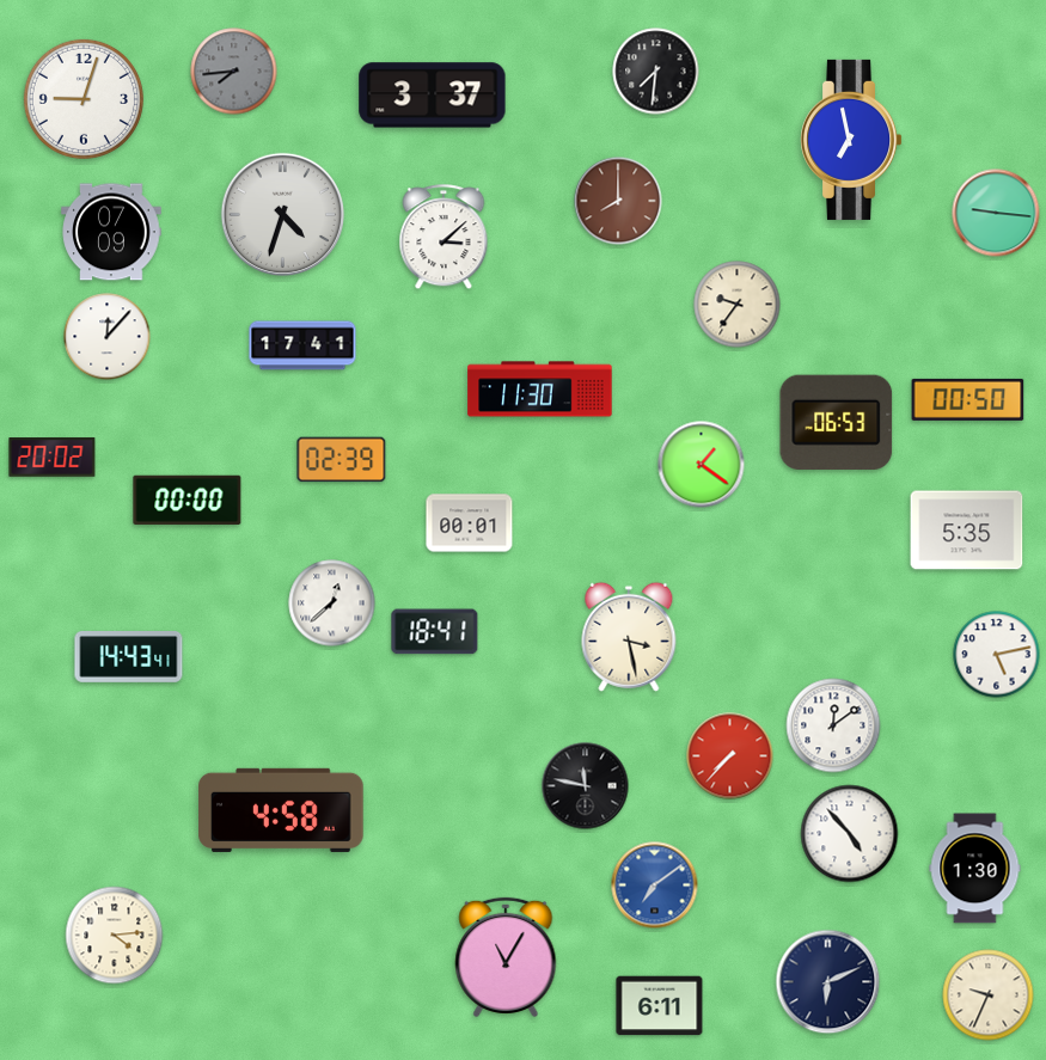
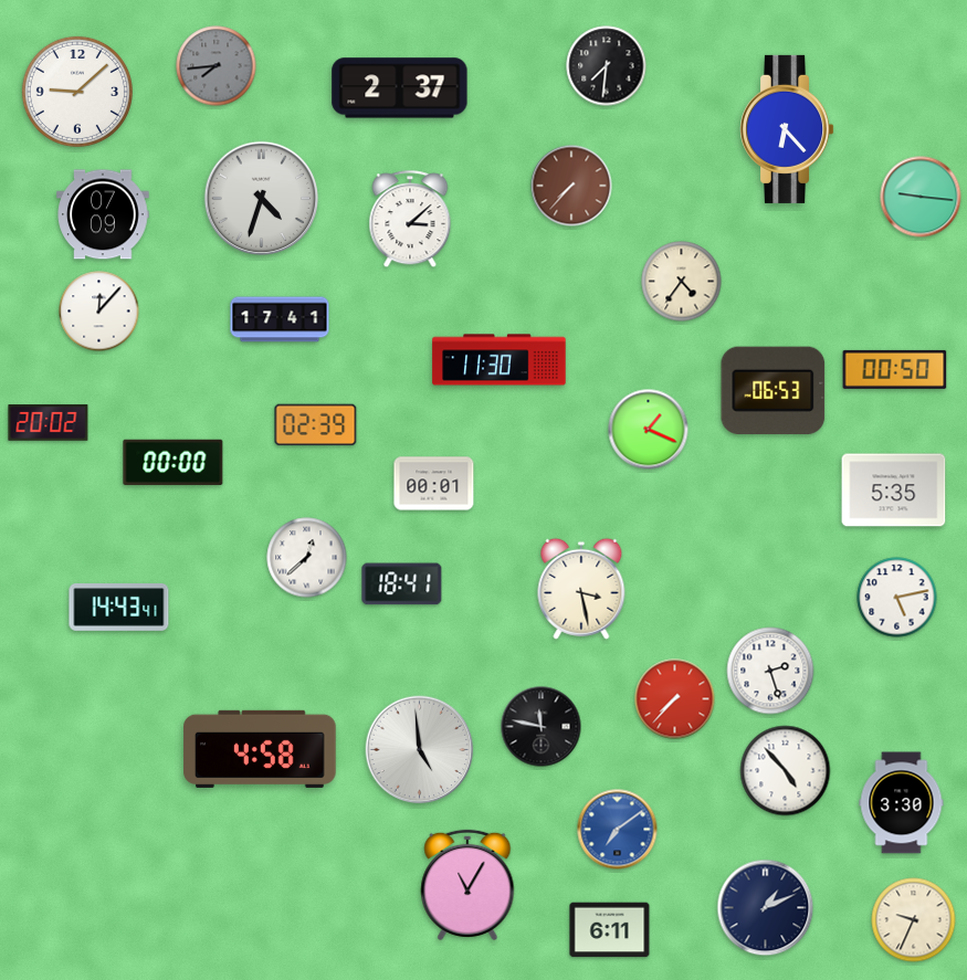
clock at (433, 96): 3:37 -> 2:37
clock at (84, 99): 9:03 -> 9:08
clock at (851, 140): 6:58 -> 6:23
clock at (618, 201): 8:00 -> 7:37
clock at (738, 305): 9:36 -> 4:36
clock at (702, 465): 1:21 -> 1:19
clock at (997, 655) position: (997, 655) -> (897, 598)
clock at (833, 725): 12:09 -> 2:27
clock at (420, 750): none -> 4:59
clock at (975, 869): 1:30 -> 3:30
clock at (655, 886) position: (655, 886) -> (618, 830)
clock at (115, 936): 4:14 -> none
clock at (828, 982): 6:11 -> 1:11
